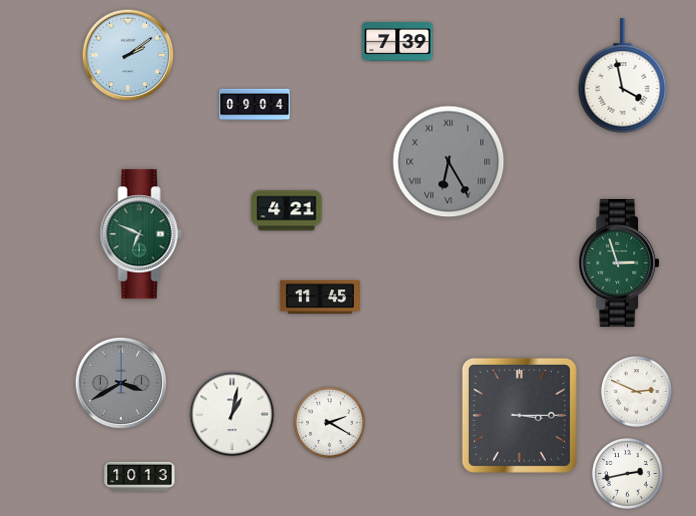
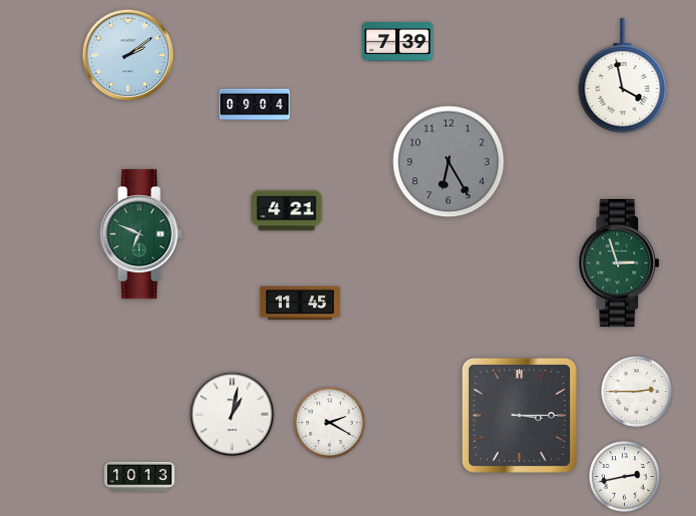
clock at (449, 162) numerals: Roman -> Arabic
clock at (319, 297) position: (319, 297) -> (299, 303)
clock at (121, 383): 3:40 -> none
clock at (637, 392): 2:49 -> 2:45
clock at (628, 474) position: (628, 474) -> (625, 477)
